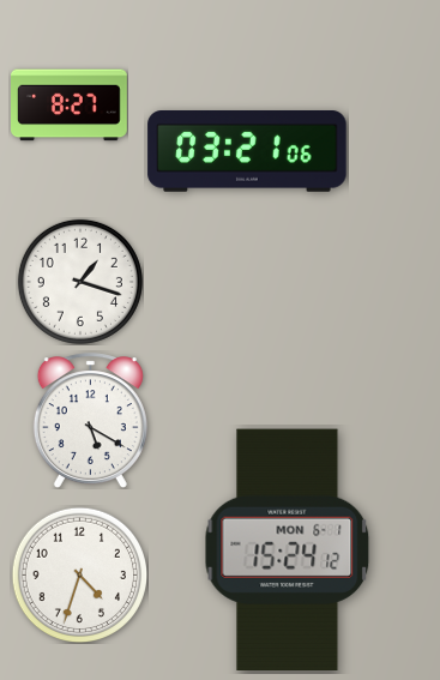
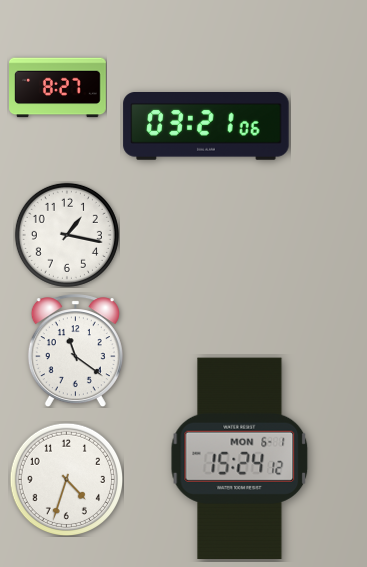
clock at (80, 282): 1:18 -> 1:17
clock at (90, 421): 5:20 -> 11:21
